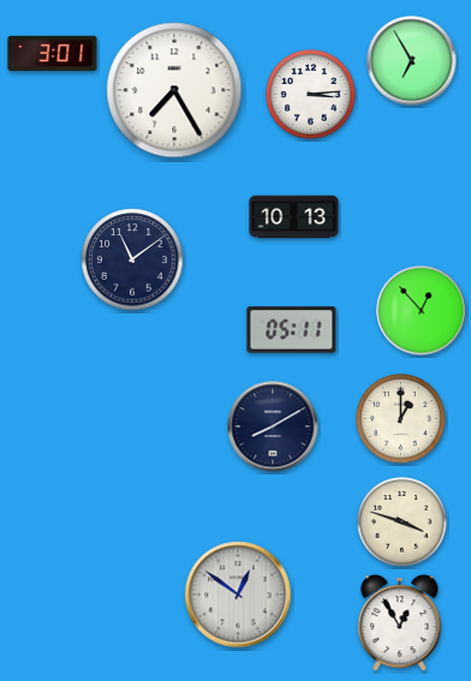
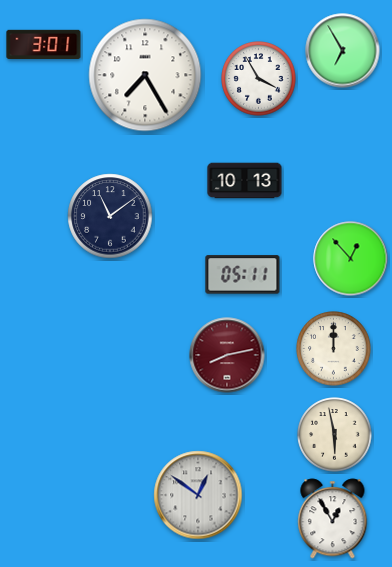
clock at (311, 95): 3:14 -> 3:55
clock at (401, 419): 1:00 -> 12:00
clock at (273, 426): 8:10 -> 8:13
clock at (273, 426) dial: navy -> burgundy
clock at (403, 522): 3:48 -> 5:58
